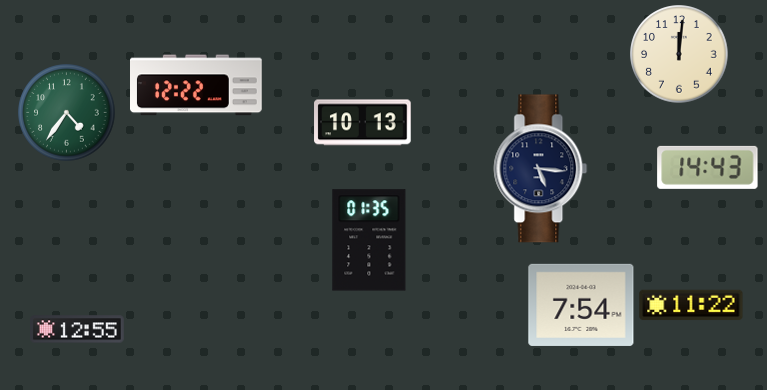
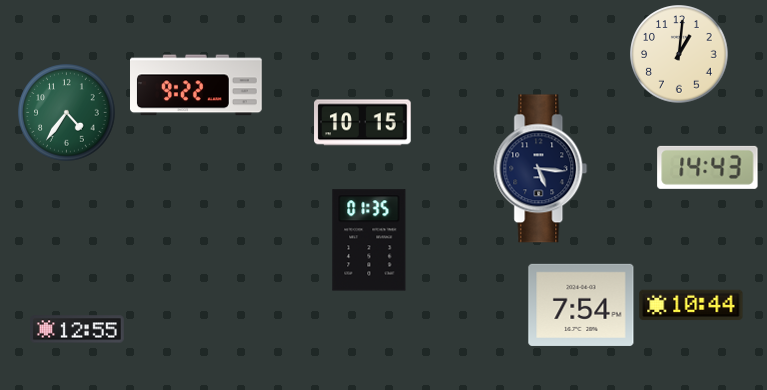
clock at (679, 54): 12:01 -> 1:01
clock at (197, 85): 12:22 -> 9:22
clock at (363, 123): 10:13 -> 10:15
clock at (691, 305): 11:22 -> 10:44
